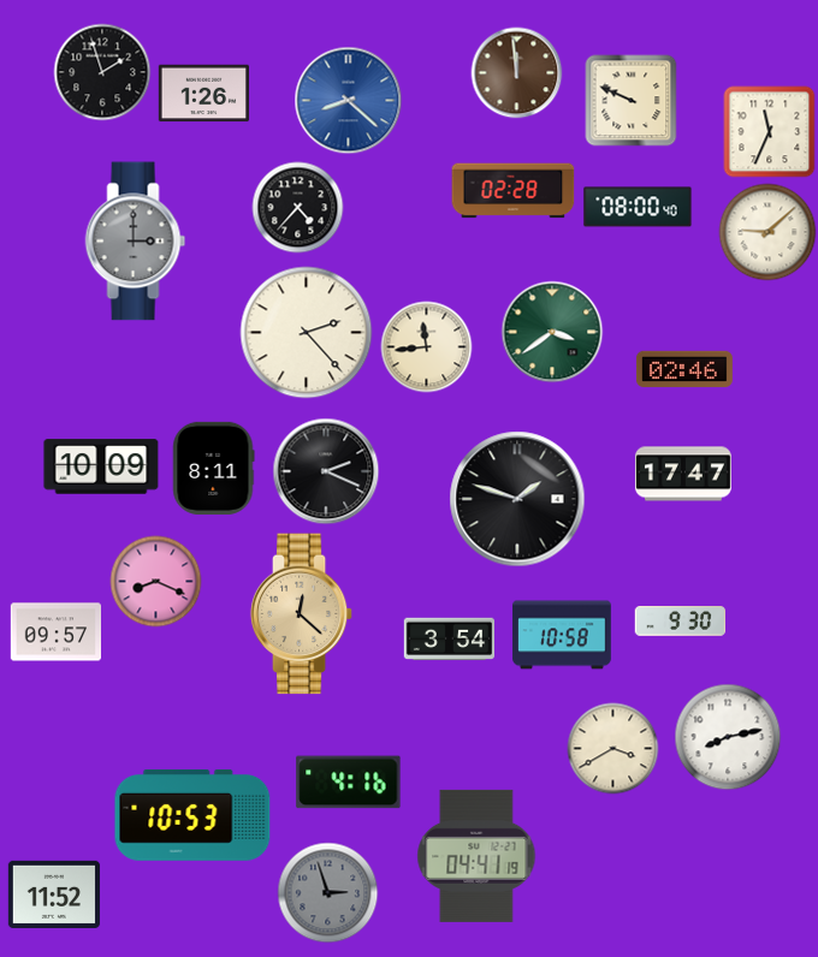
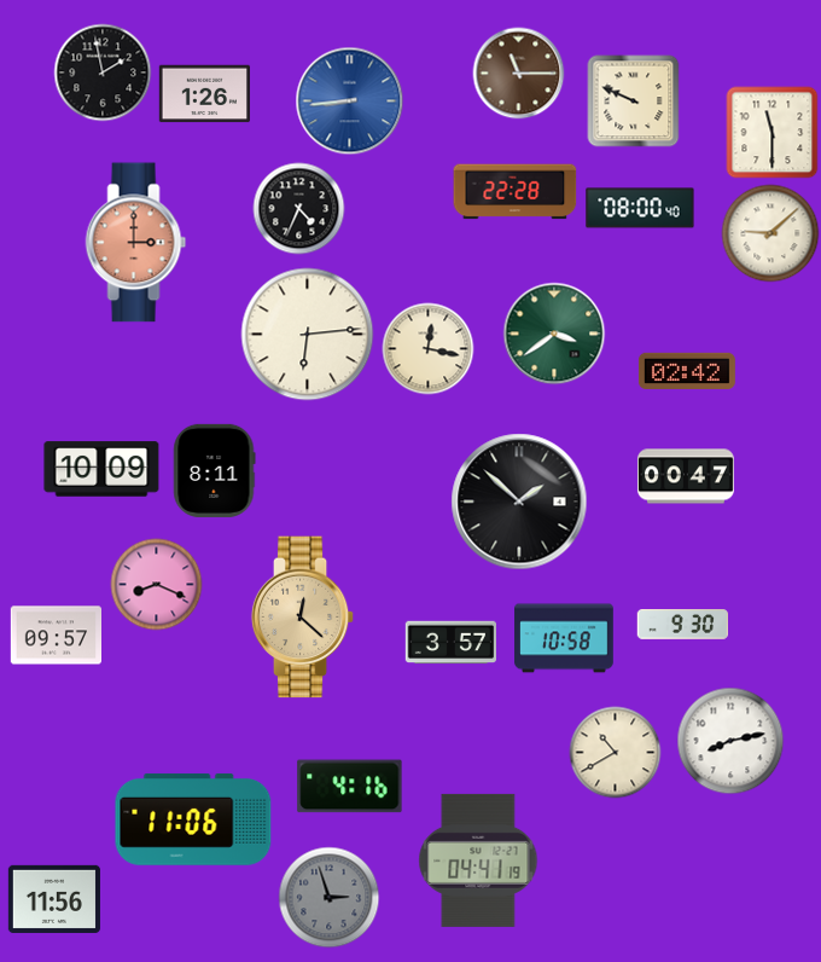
clock at (102, 72): 1:57 -> 1:58
clock at (517, 73): 11:59 -> 11:15
clock at (349, 101): 8:22 -> 8:44
clock at (770, 132): 11:34 -> 11:30
clock at (514, 191): 02:28 -> 22:28
clock at (298, 208): 4:37 -> 4:34
clock at (136, 242) dial: grey -> salmon
clock at (307, 333): 2:23 -> 6:14
clock at (427, 347): 11:44 -> 12:17
clock at (684, 369): 02:46 -> 02:42
clock at (326, 471): 2:19 -> none
clock at (683, 474): 17:47 -> 00:47
clock at (517, 499): 1:48 -> 1:52
clock at (449, 640): 3:54 -> 3:57
clock at (613, 749): 3:40 -> 10:40
clock at (192, 815): 10:53 -> 11:06
clock at (54, 894): 11:52 -> 11:56
